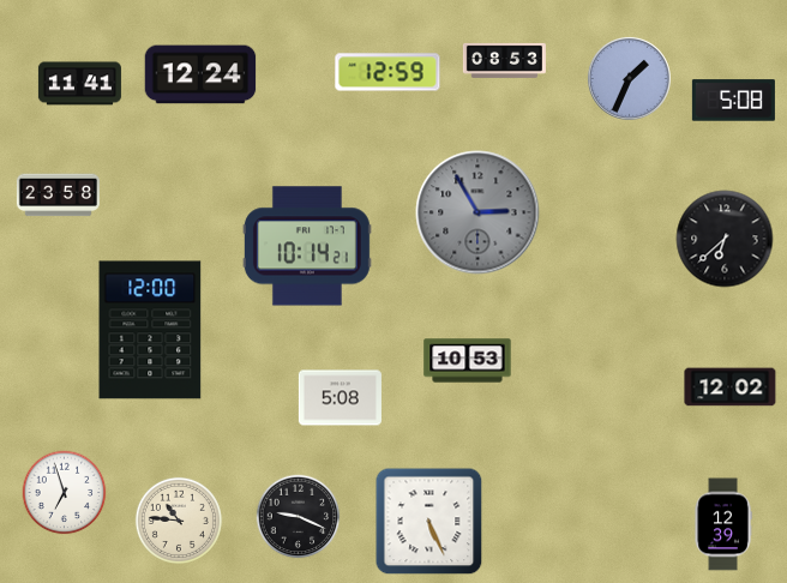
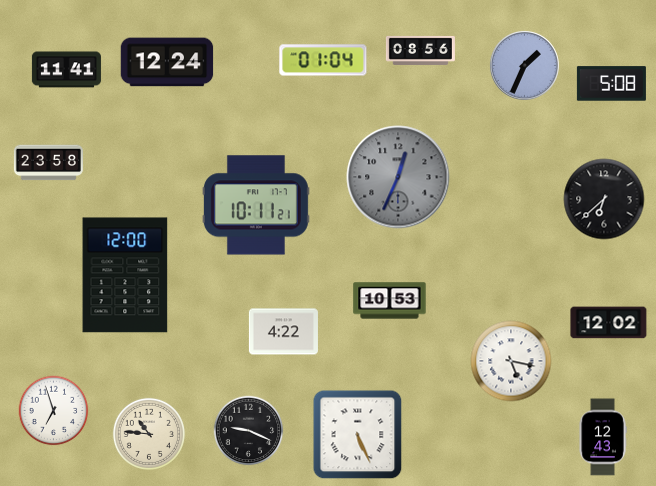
clock at (504, 60): 08:53 -> 08:56
clock at (388, 72): 12:59 -> 01:04
clock at (477, 212): 2:55 -> 12:34
clock at (307, 246): 10:14 -> 10:11
clock at (340, 398): 5:08 -> 4:22
clock at (511, 361): none -> 5:17
clock at (723, 524): 12:39 -> 12:43
